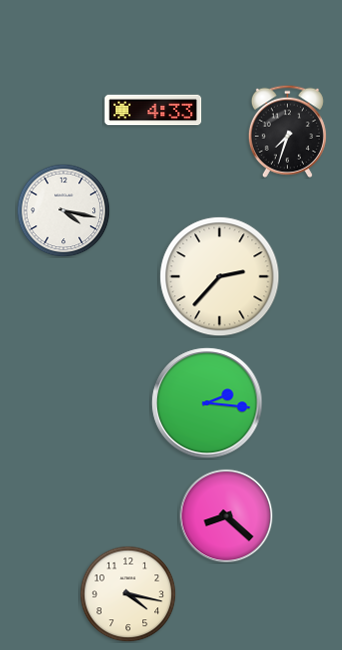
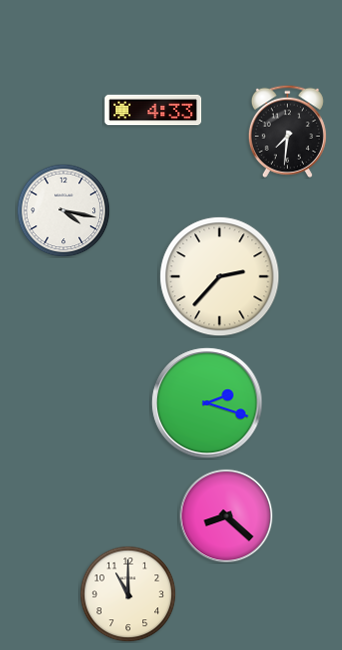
clock at (287, 131): 7:33 -> 7:31
clock at (207, 403): 2:16 -> 2:18
clock at (128, 594): 4:17 -> 11:00
